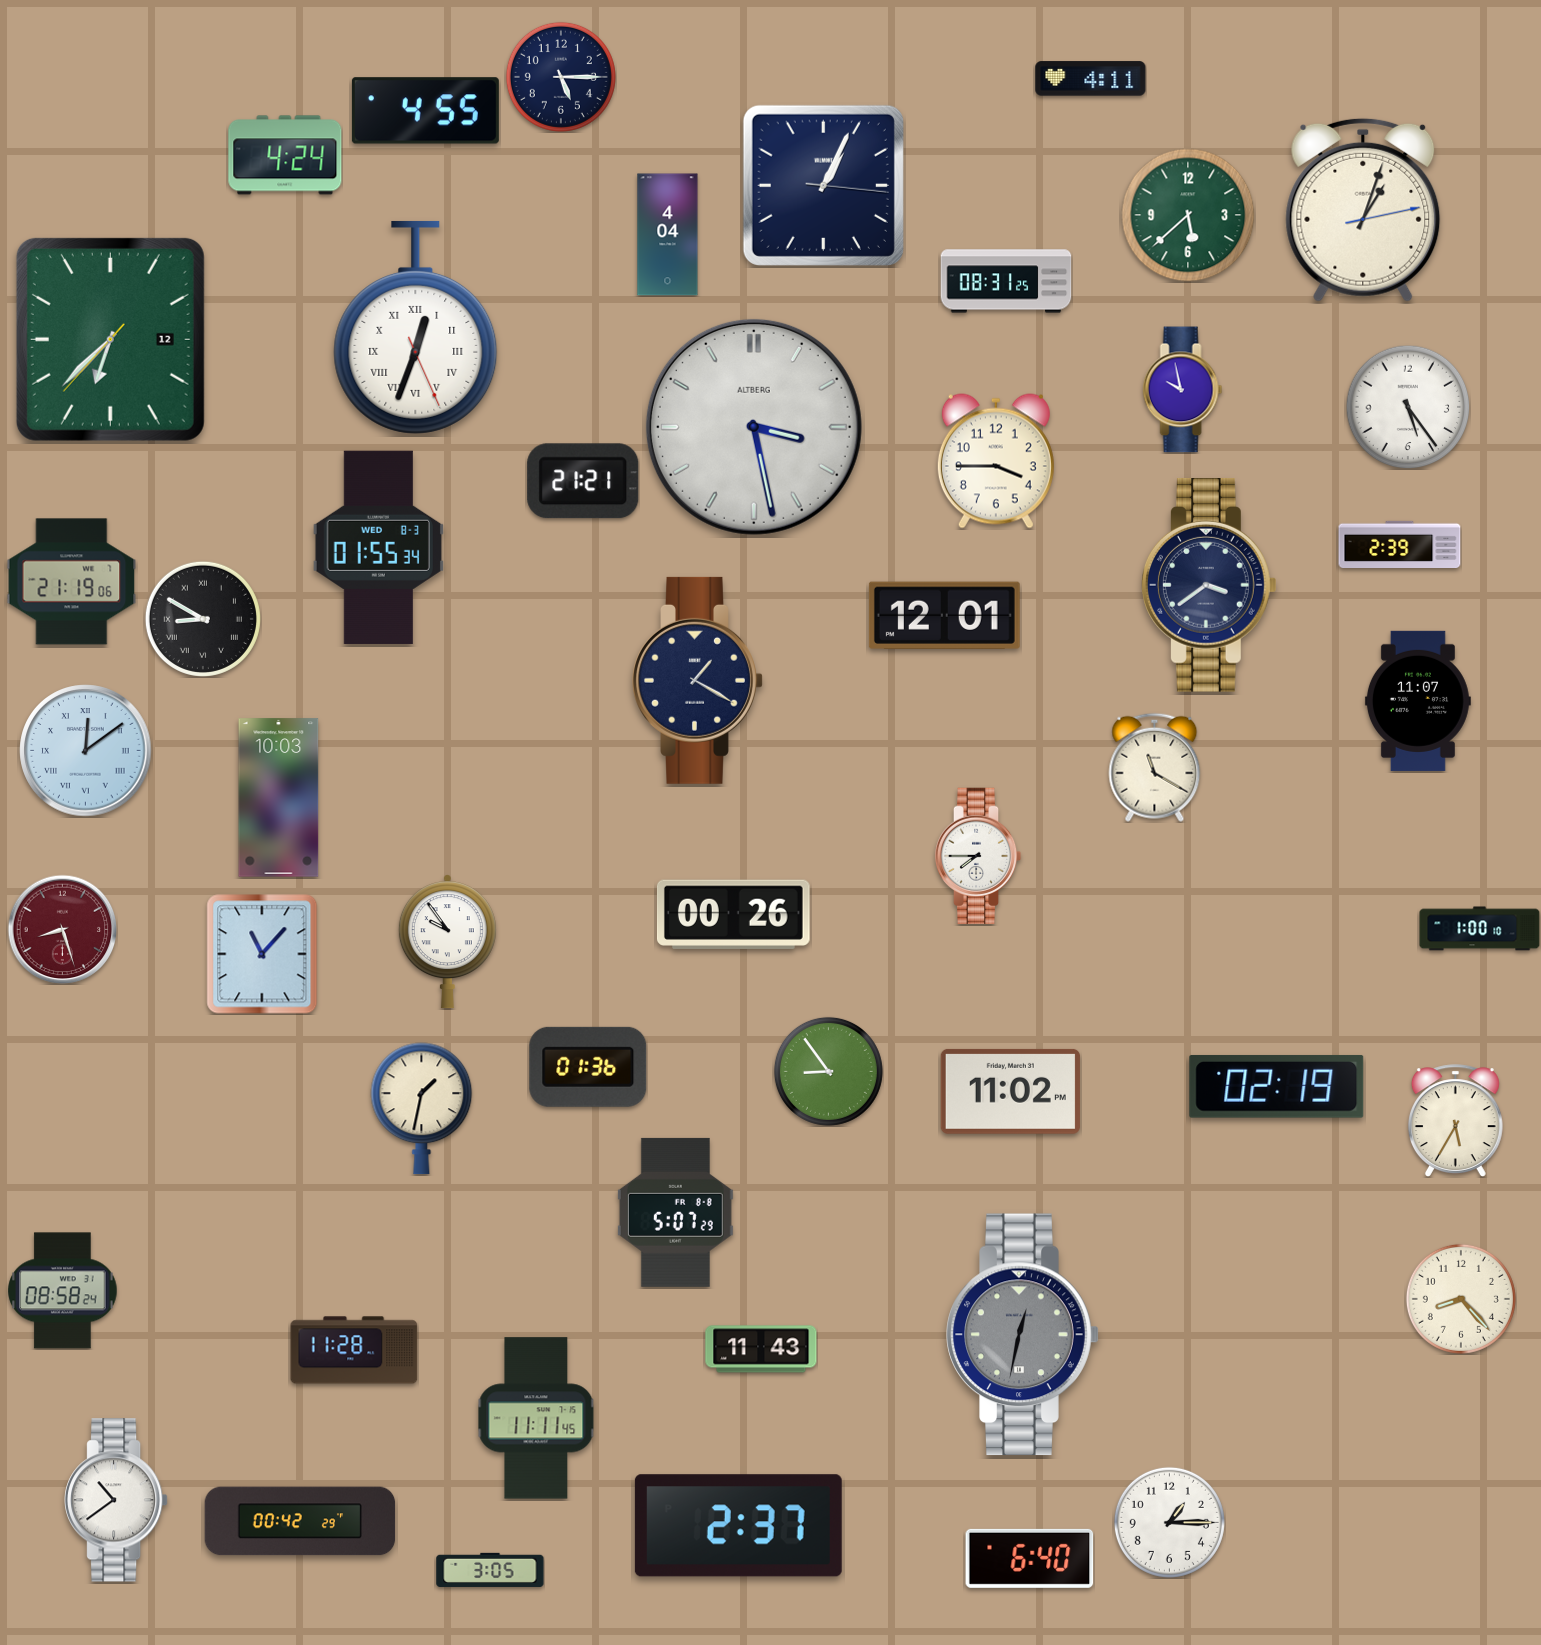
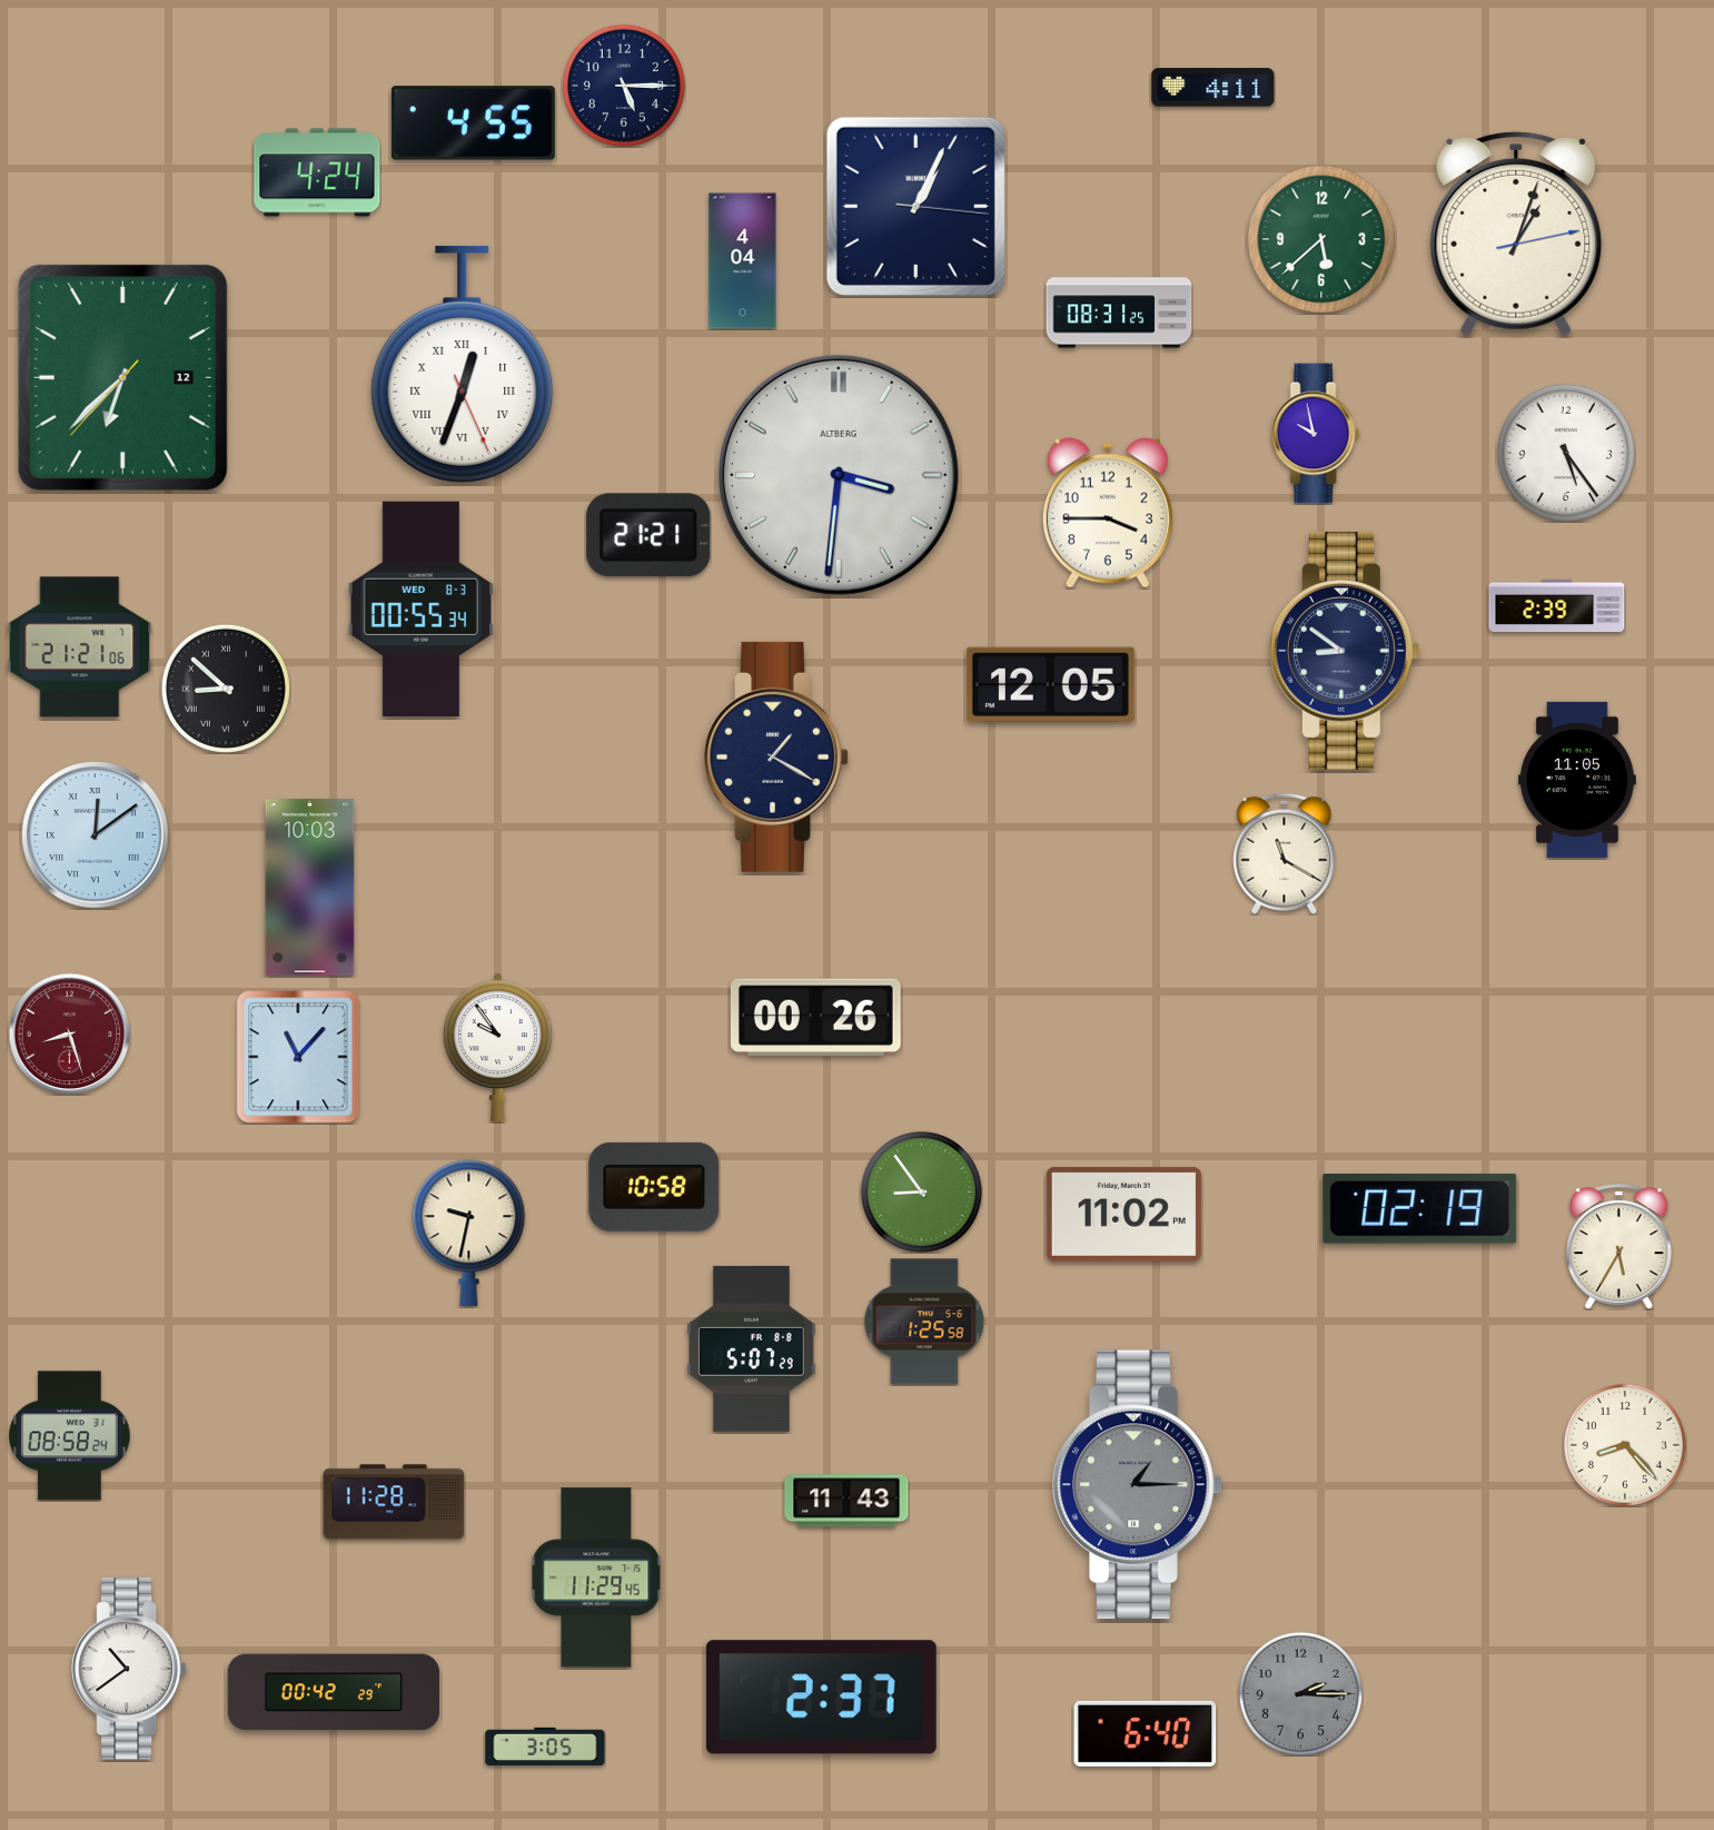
clock at (754, 427): 3:28 -> 3:31
clock at (378, 547): 01:55 -> 00:55
clock at (72, 582): 21:19 -> 21:21
clock at (1210, 586): 3:39 -> 8:51
clock at (944, 615): 12:01 -> 12:05
clock at (203, 619): 8:50 -> 8:52
clock at (1418, 701): 11:07 -> 11:05
clock at (978, 855): 7:45 -> none
clock at (1480, 929): 1:00 -> none
clock at (262, 954) position: (262, 954) -> (298, 1057)
clock at (588, 1067): 01:36 -> 10:58
clock at (422, 1109): 1:32 -> 9:32
clock at (924, 1322): none -> 1:25
clock at (1023, 1335): 12:32 -> 1:15
clock at (536, 1418): 11:11 -> 11:29
clock at (1169, 1522): 1:15 -> 2:15
clock at (1169, 1522) dial: white -> grey
